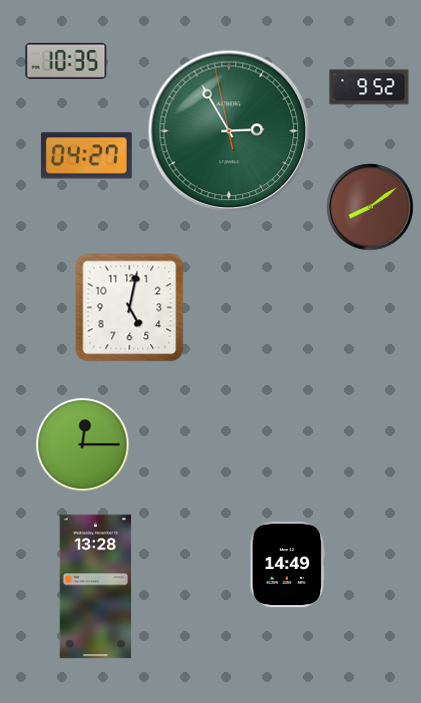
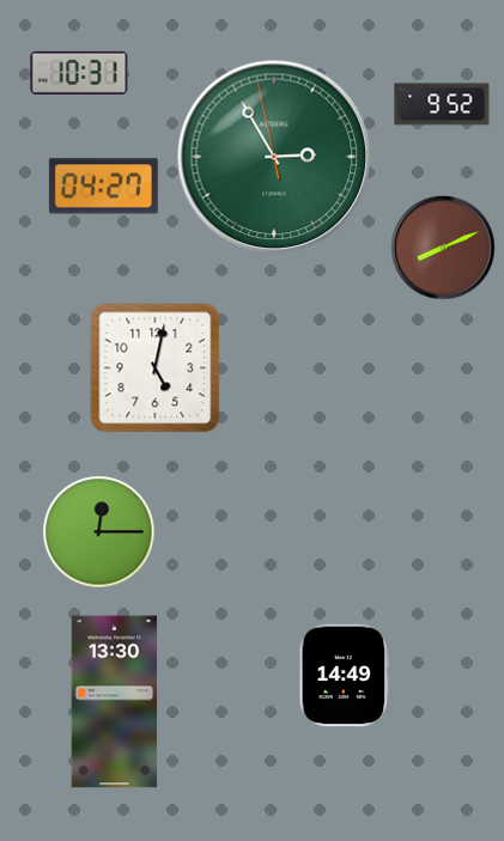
clock at (66, 61): 10:35 -> 10:31
clock at (370, 207): 8:09 -> 8:11
clock at (96, 587): 13:28 -> 13:30
